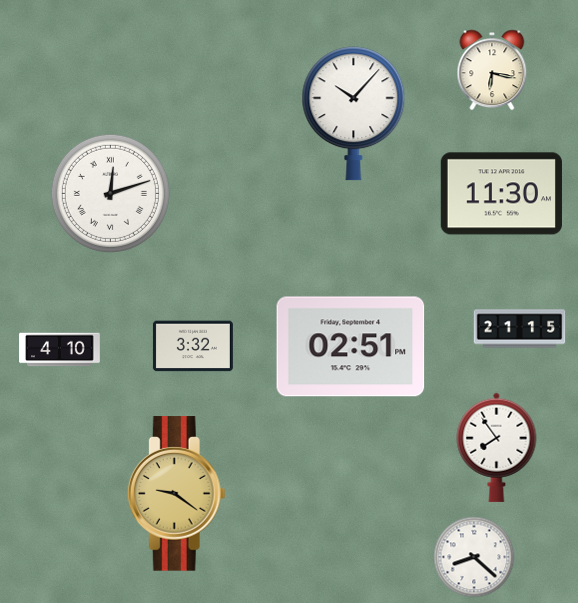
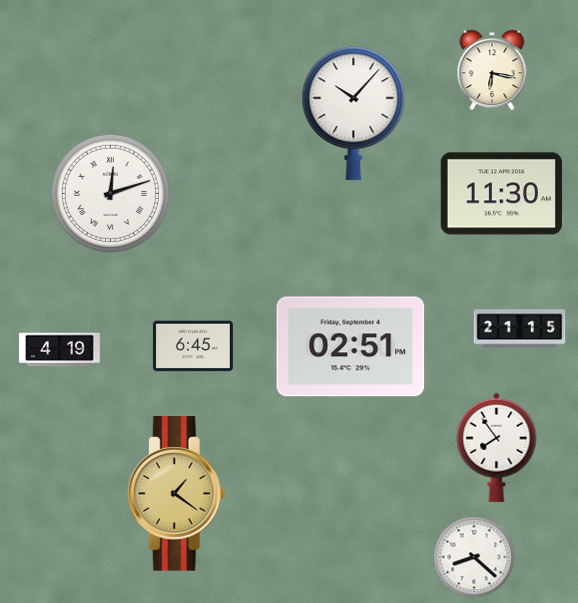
clock at (193, 346): 3:32 -> 6:45
clock at (60, 350): 4:10 -> 4:19
clock at (176, 494): 9:21 -> 1:21
